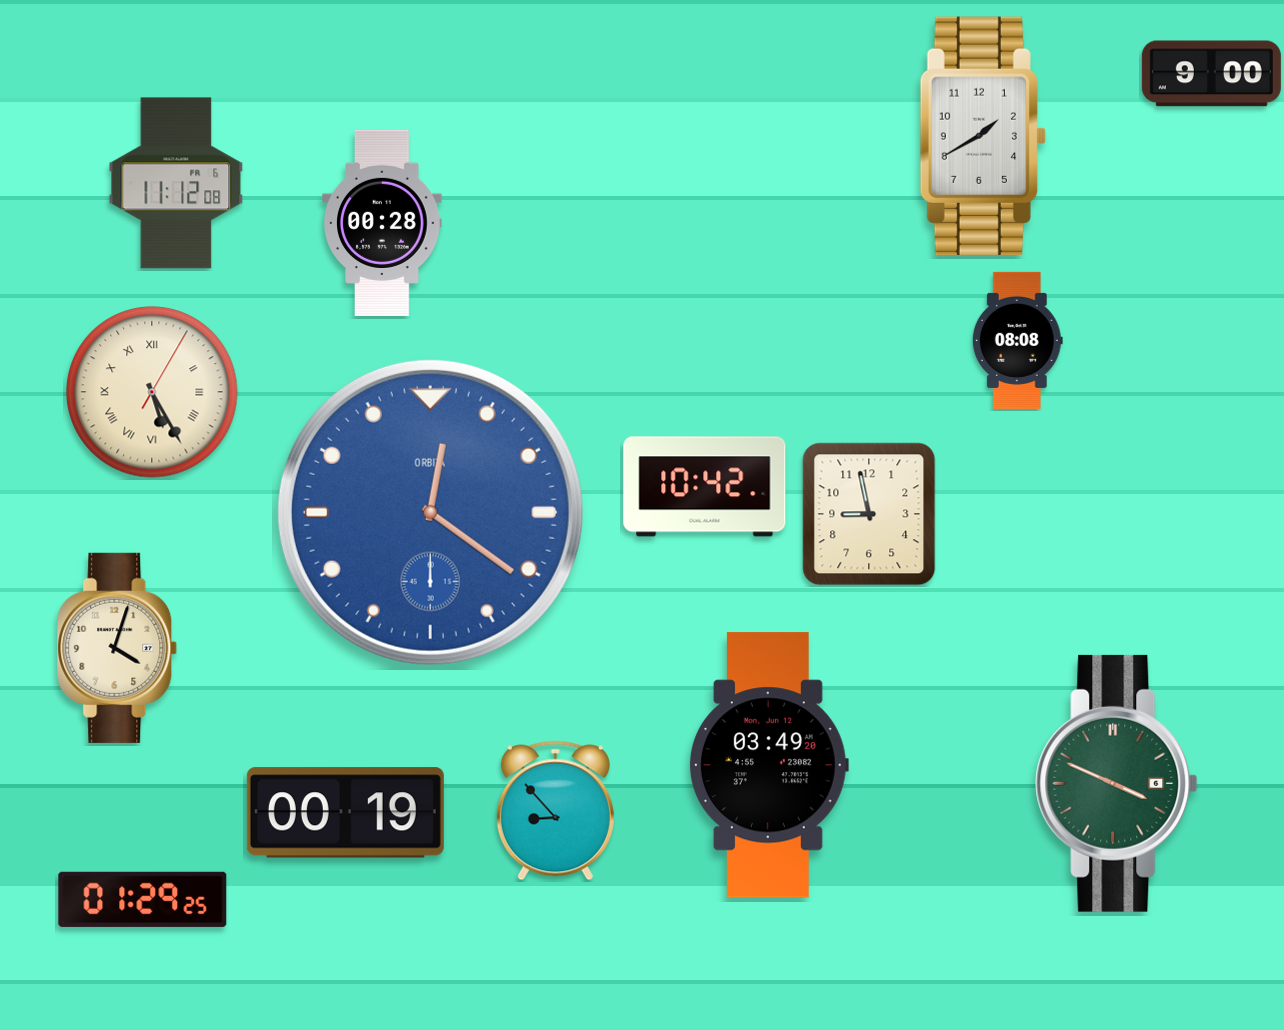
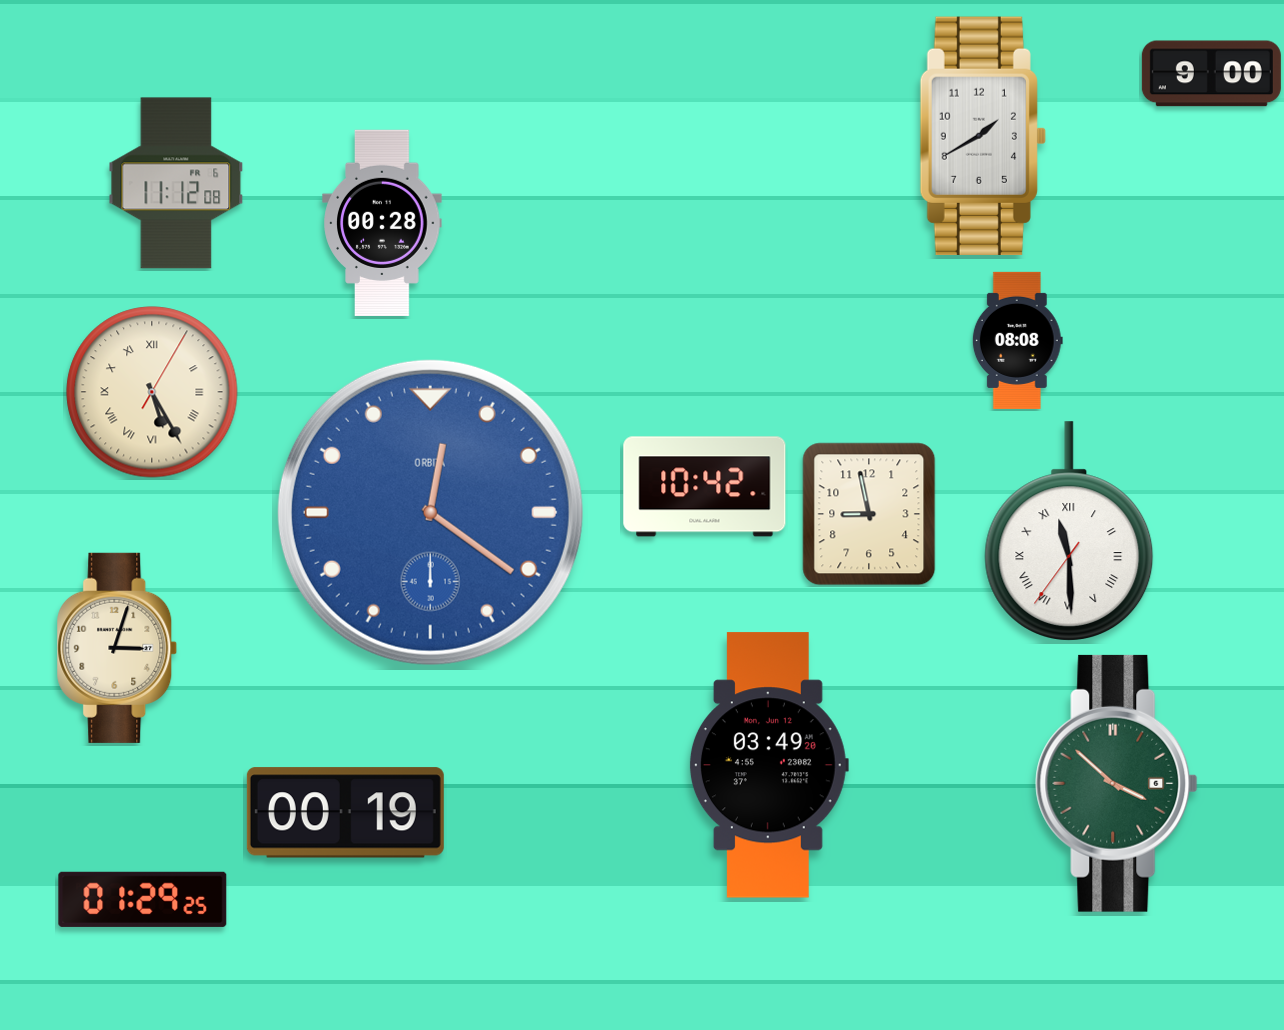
clock at (1069, 531): none -> 11:29
clock at (117, 648): 4:03 -> 3:03
clock at (1117, 783): 3:49 -> 3:52
clock at (555, 811): 8:53 -> none
